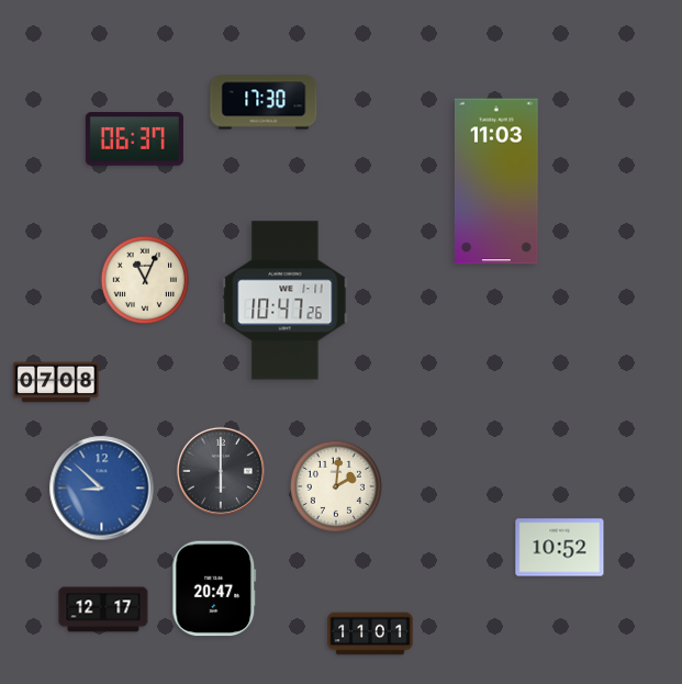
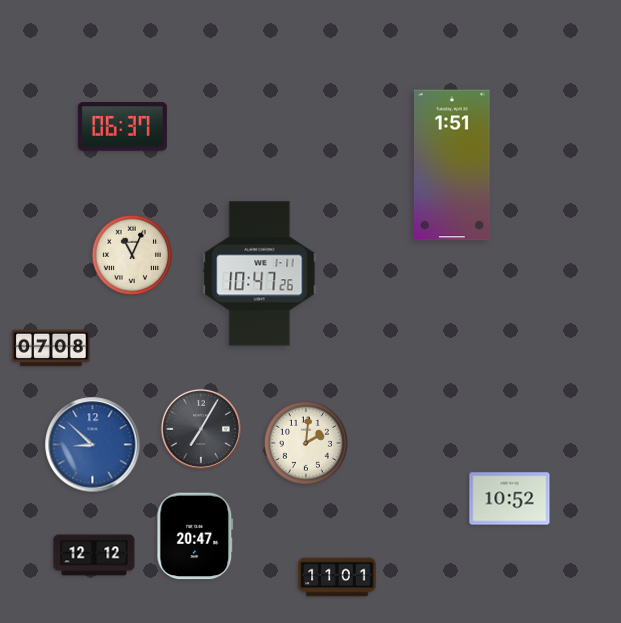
clock at (264, 102): 17:30 -> none
clock at (496, 181): 11:03 -> 1:51
clock at (221, 471): 6:00 -> 7:05
clock at (103, 609): 12:17 -> 12:12
